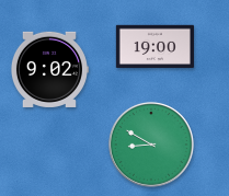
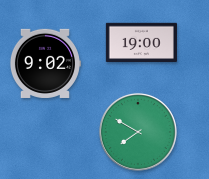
clock at (151, 145): 8:50 -> 7:50
